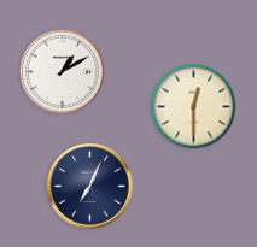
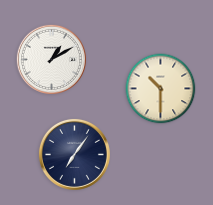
clock at (194, 107): 12:30 -> 10:30
clock at (89, 186): 7:04 -> 7:06
